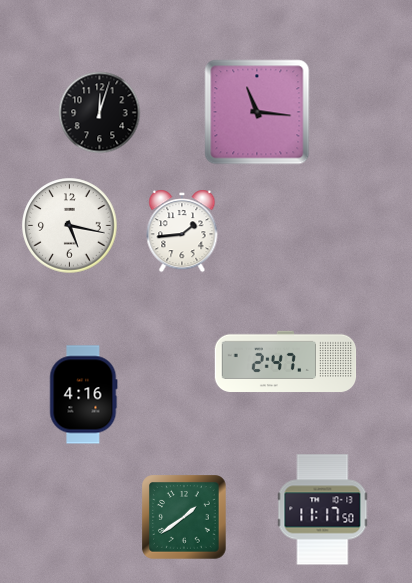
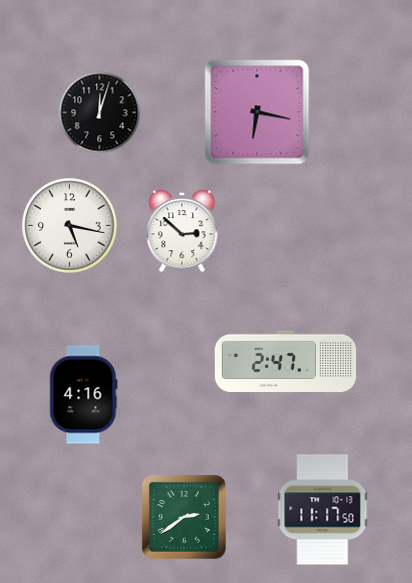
clock at (257, 112): 11:16 -> 6:17
clock at (182, 231): 1:44 -> 2:52
clock at (185, 518): 1:39 -> 2:39
